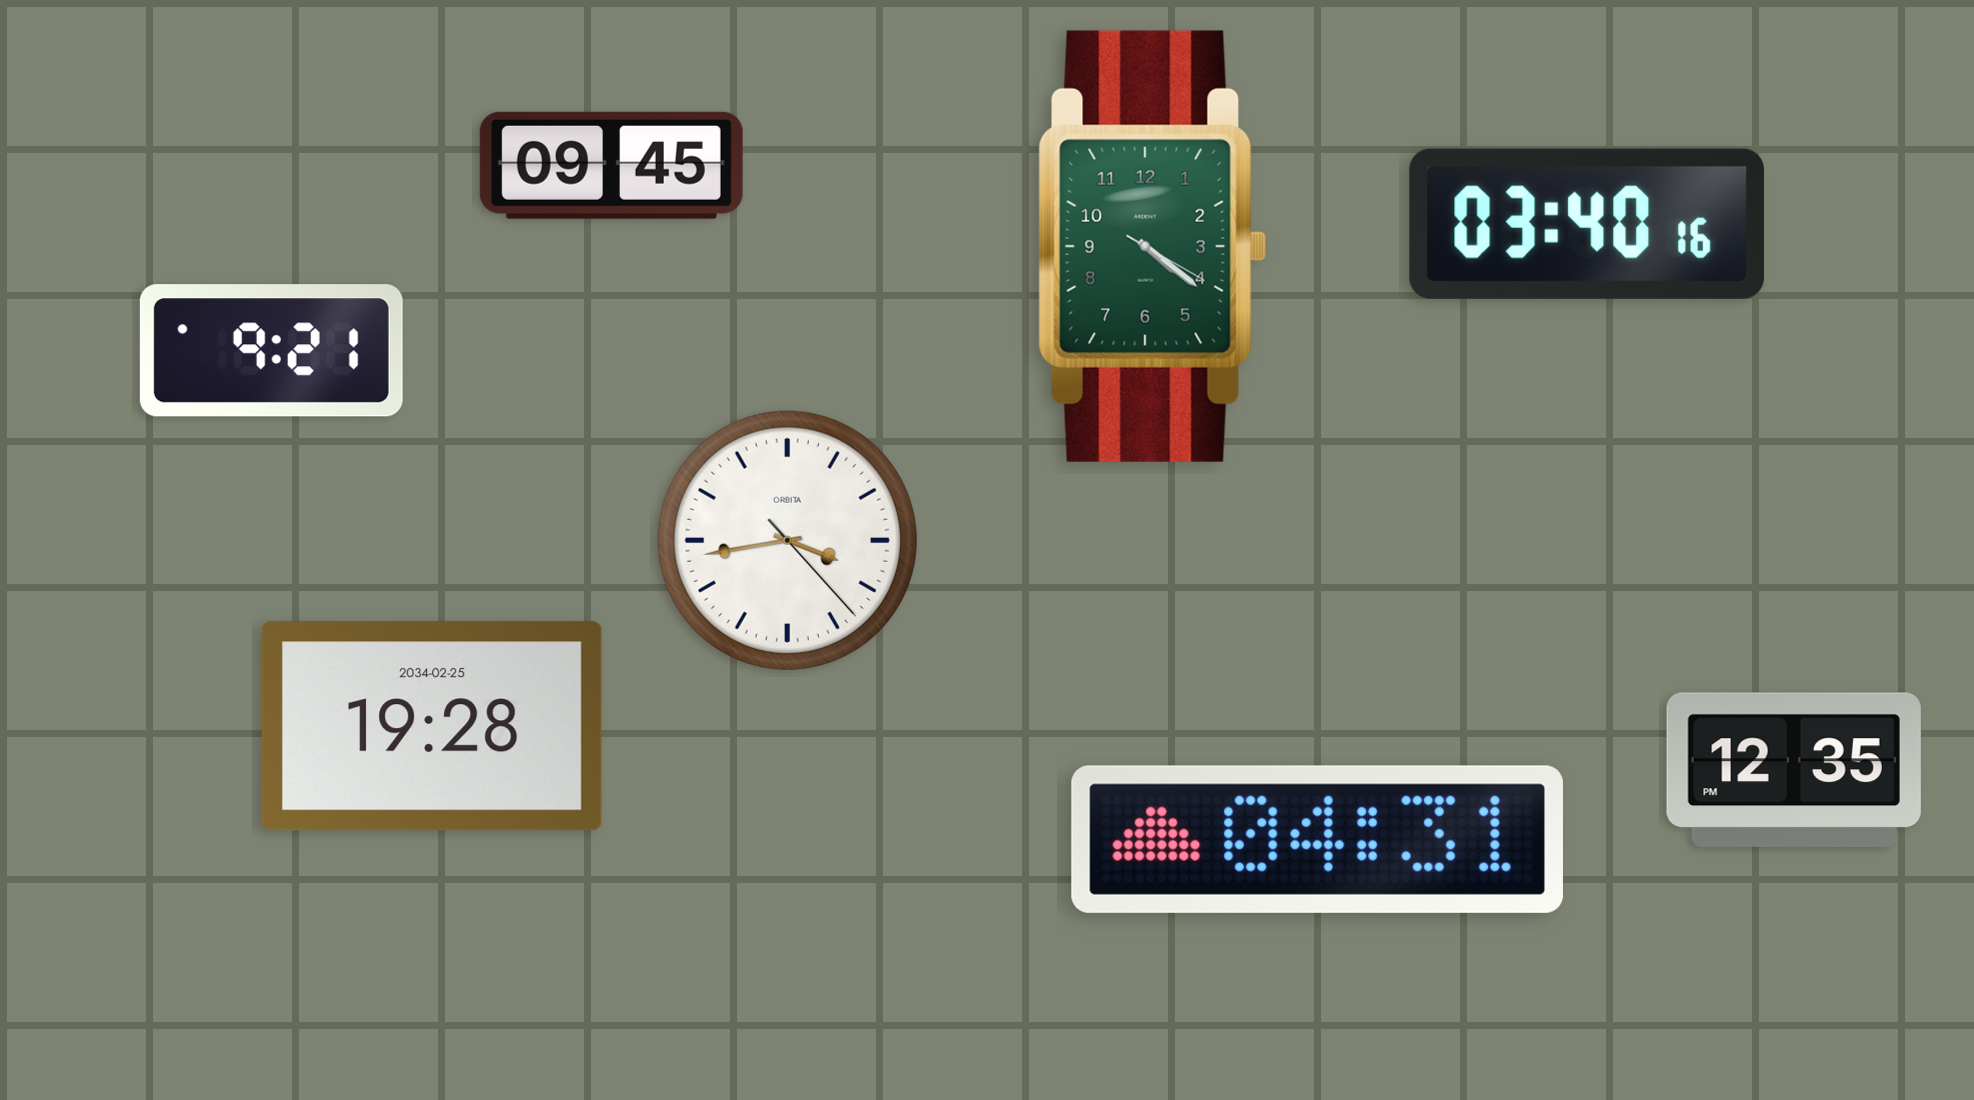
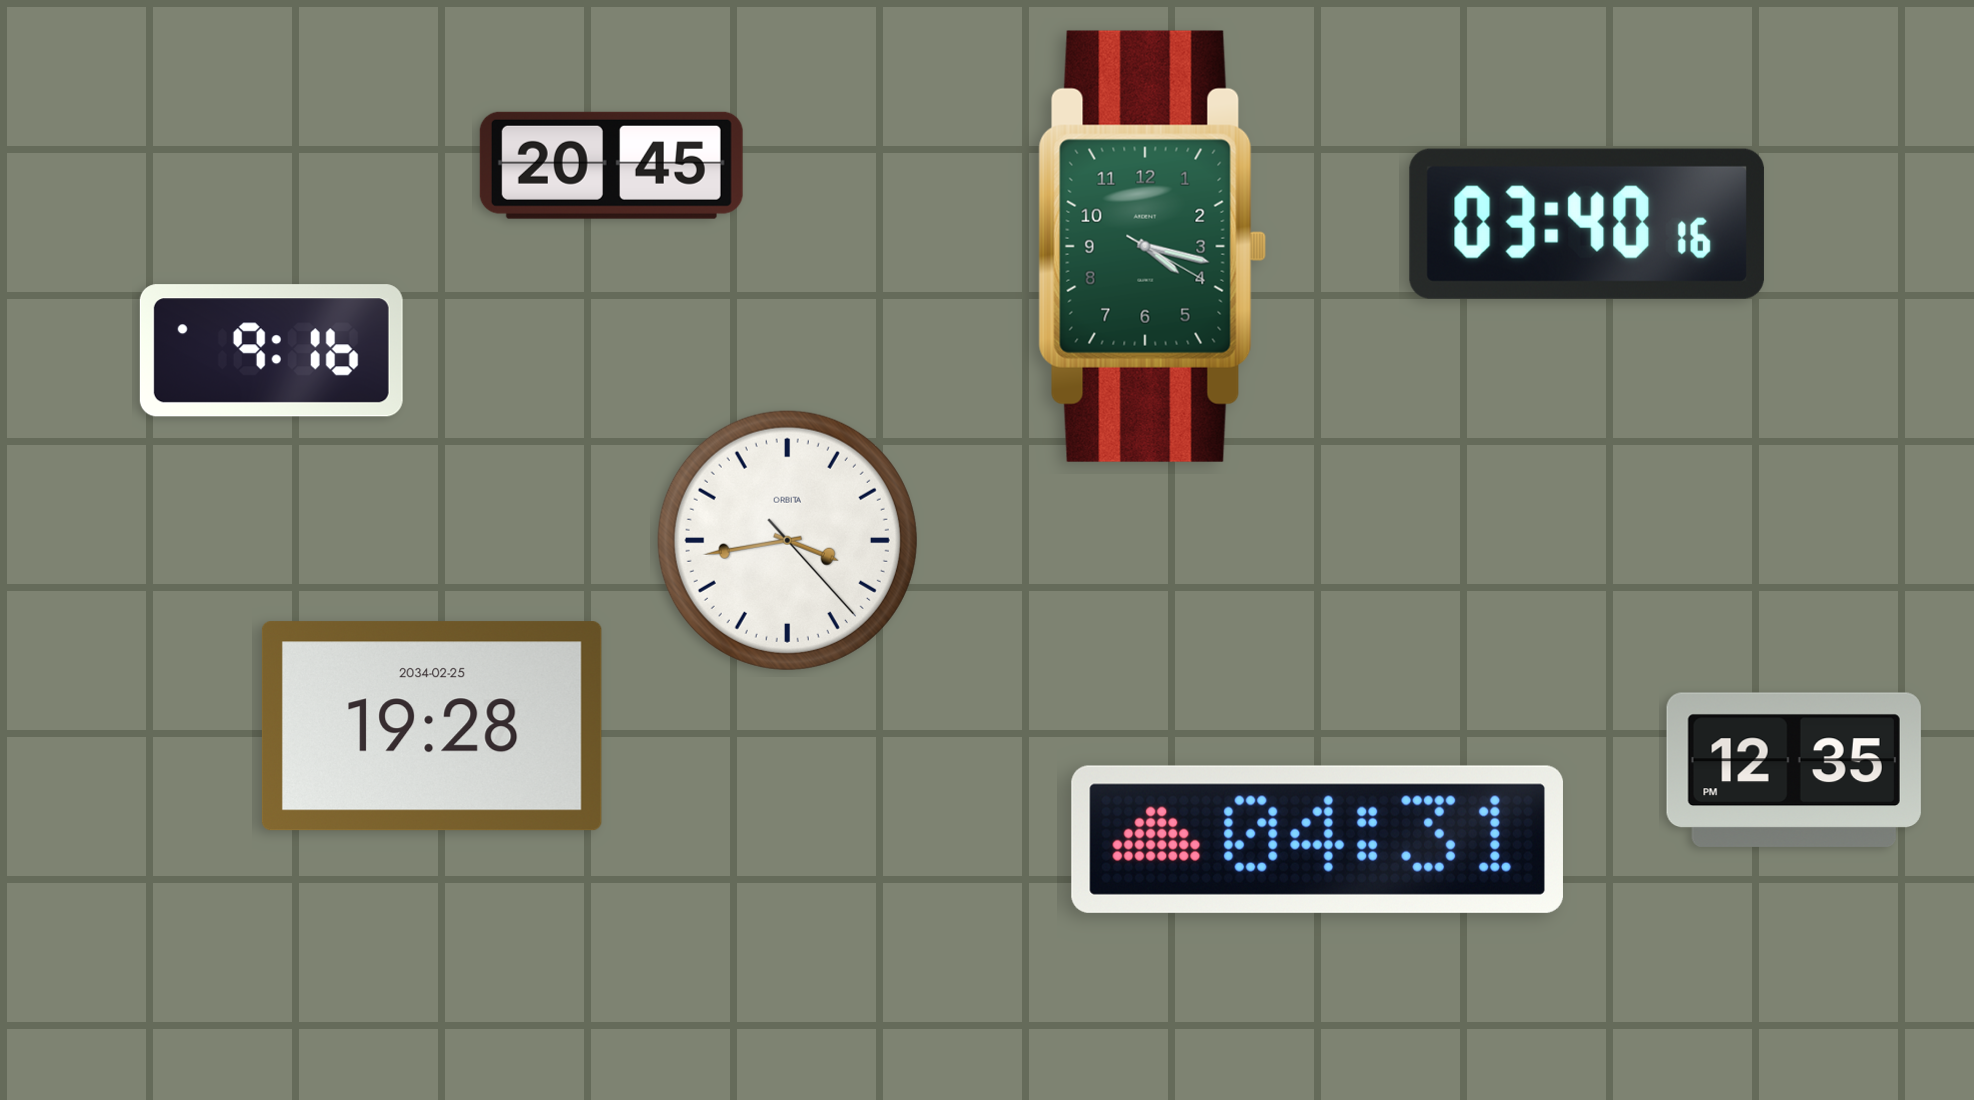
clock at (611, 165): 09:45 -> 20:45
clock at (1152, 246): 4:21 -> 4:17
clock at (271, 351): 9:21 -> 9:16
